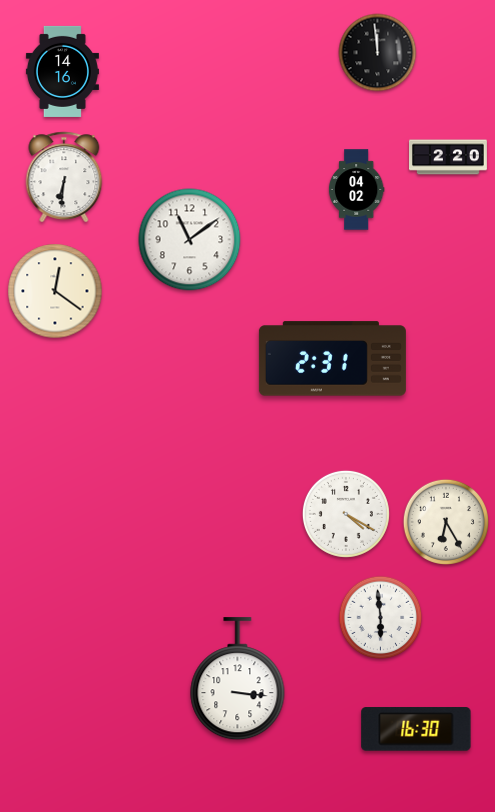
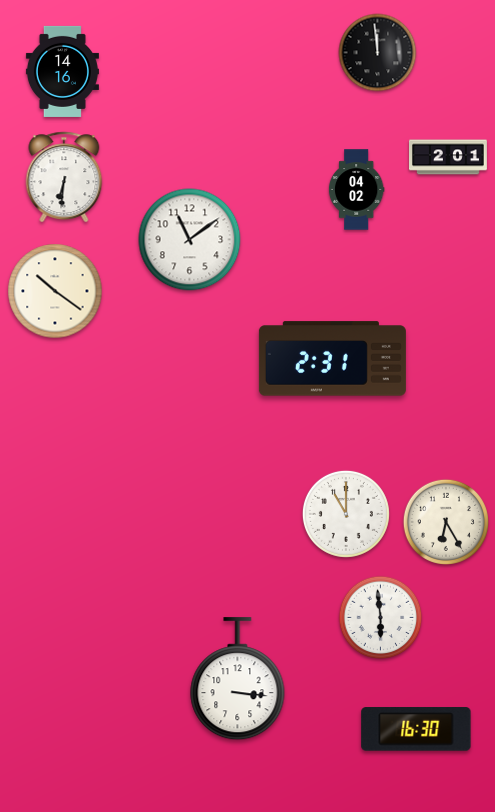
clock at (449, 157): 2:20 -> 2:01
clock at (55, 291): 12:21 -> 10:21
clock at (346, 514): 4:20 -> 11:00
